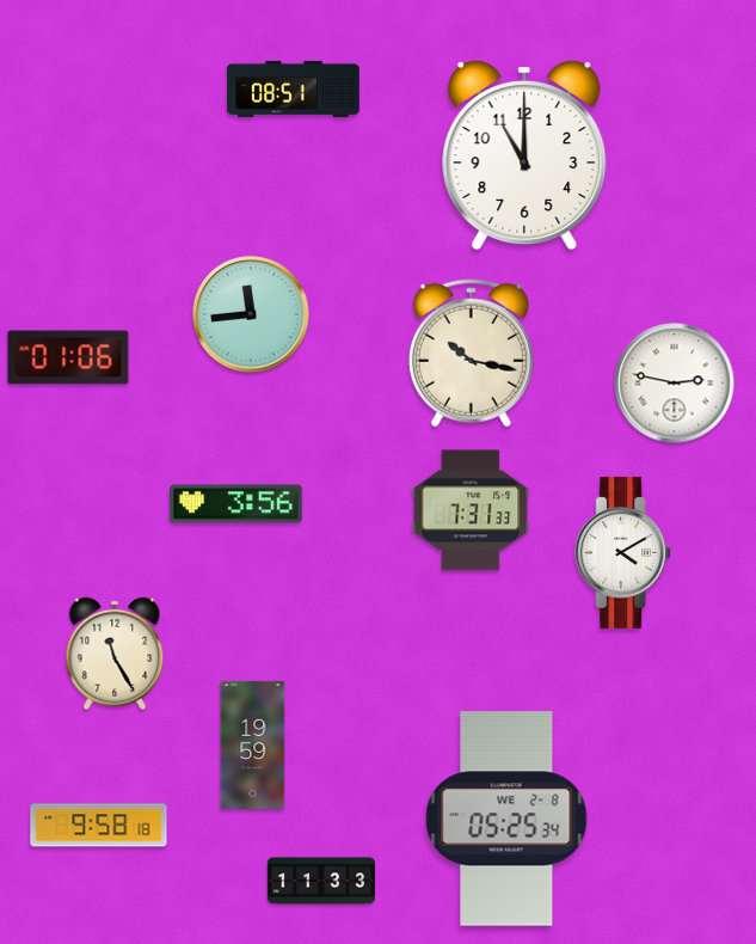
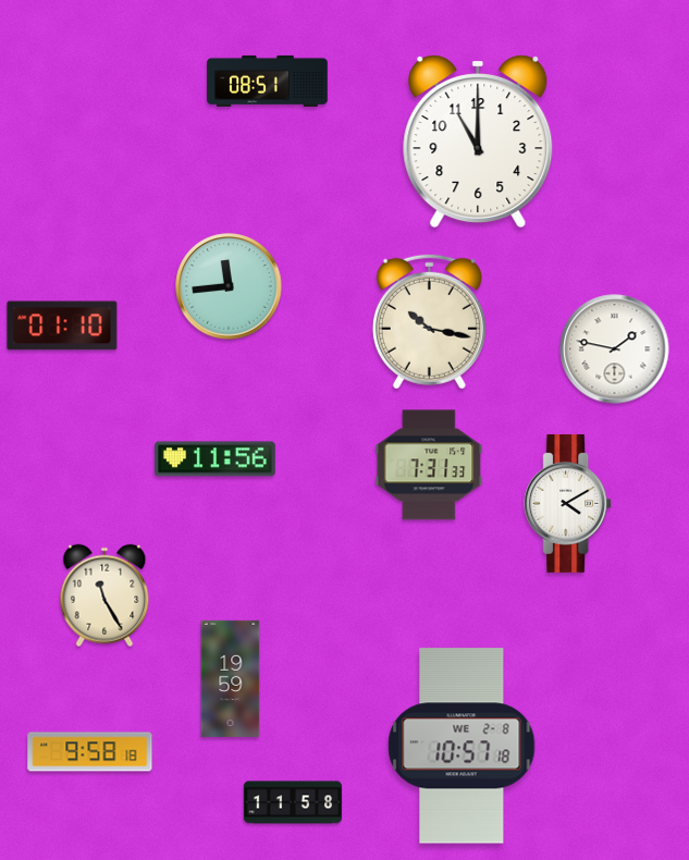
clock at (68, 357): 01:06 -> 01:10
clock at (675, 384): 2:47 -> 1:47
clock at (236, 504): 3:56 -> 11:56
clock at (506, 819): 05:25 -> 10:57
clock at (321, 881): 11:33 -> 11:58
